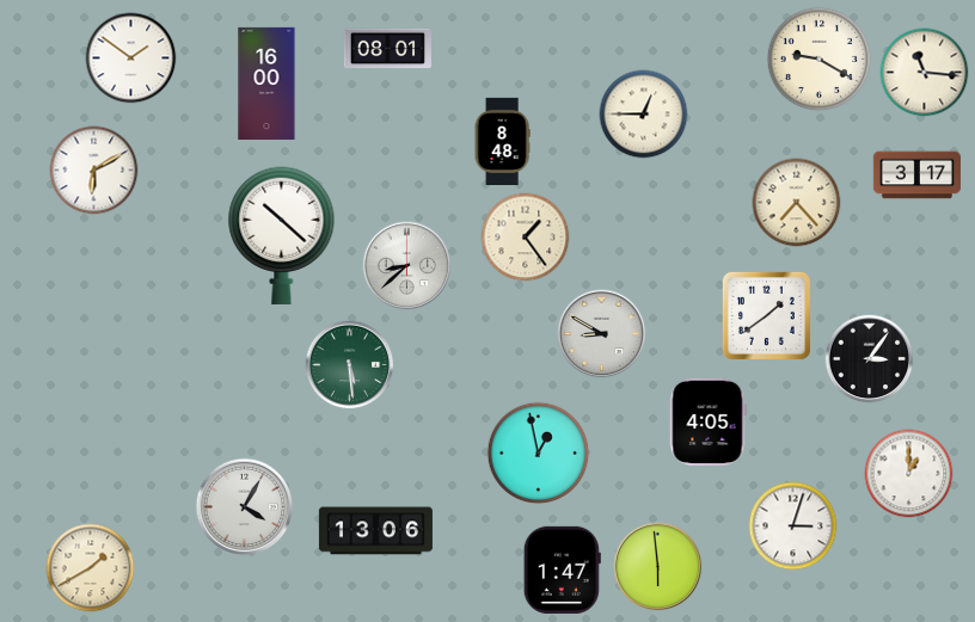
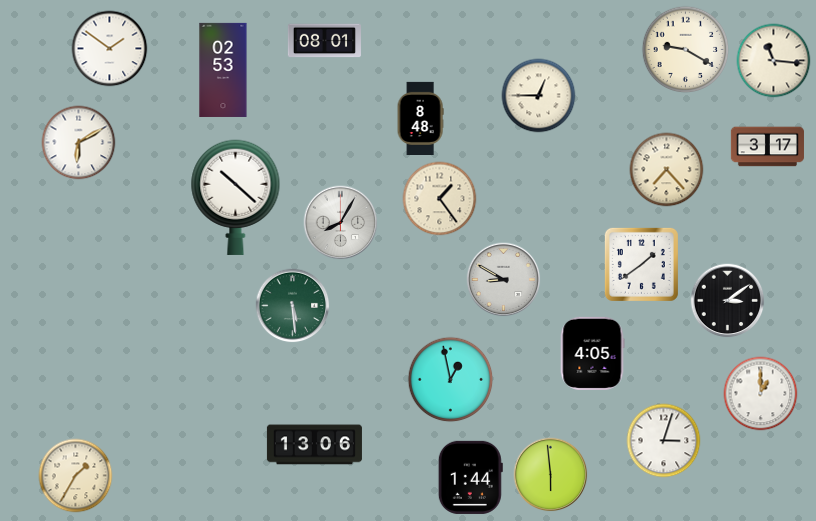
clock at (266, 84): 16:00 -> 02:53
clock at (407, 266): 8:38 -> 8:05
clock at (870, 359): 3:06 -> 3:09
clock at (909, 474) position: (909, 474) -> (761, 394)
clock at (245, 507): 4:05 -> none
clock at (91, 568): 1:40 -> 1:35
clock at (562, 569): 1:47 -> 1:44
